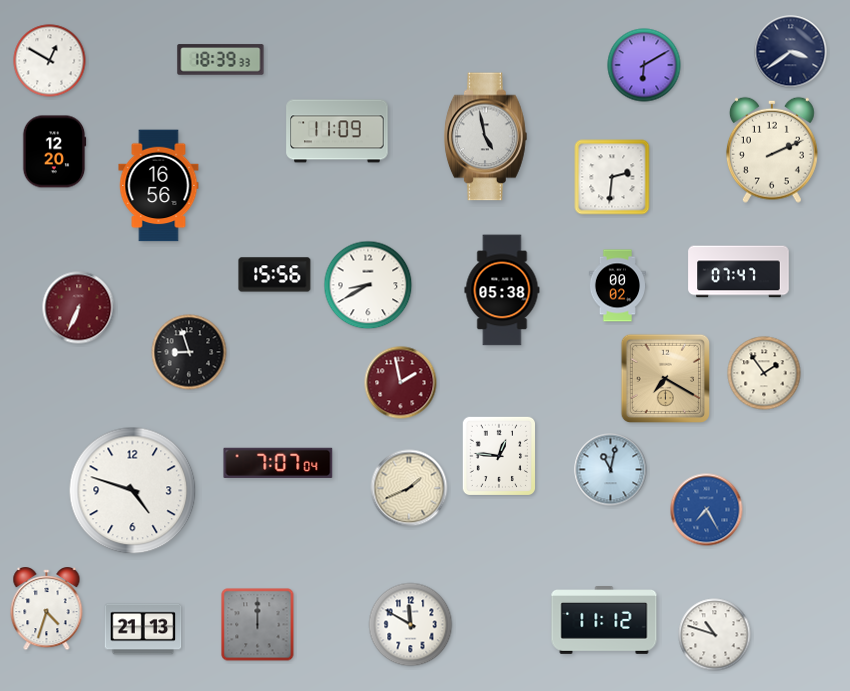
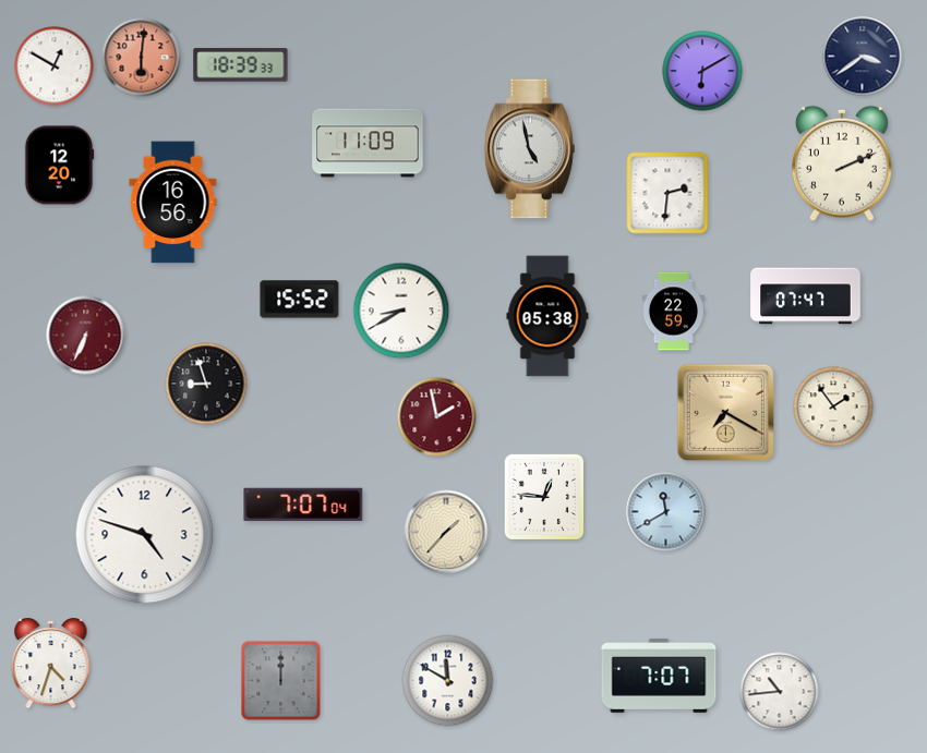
clock at (142, 58): none -> 6:01
clock at (275, 275): 15:56 -> 15:52
clock at (617, 286): 00:02 -> 22:59
clock at (611, 470): 11:02 -> 11:40
clock at (409, 488): 1:41 -> 1:37
clock at (707, 510): 7:25 -> none
clock at (604, 621): 11:12 -> 7:07
clock at (143, 629): 21:13 -> none
clock at (715, 635): 10:48 -> 10:44
